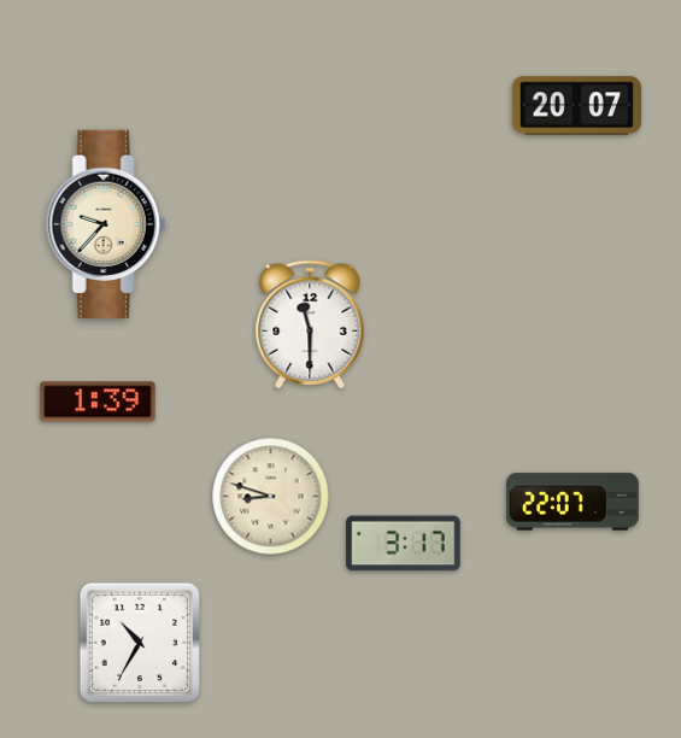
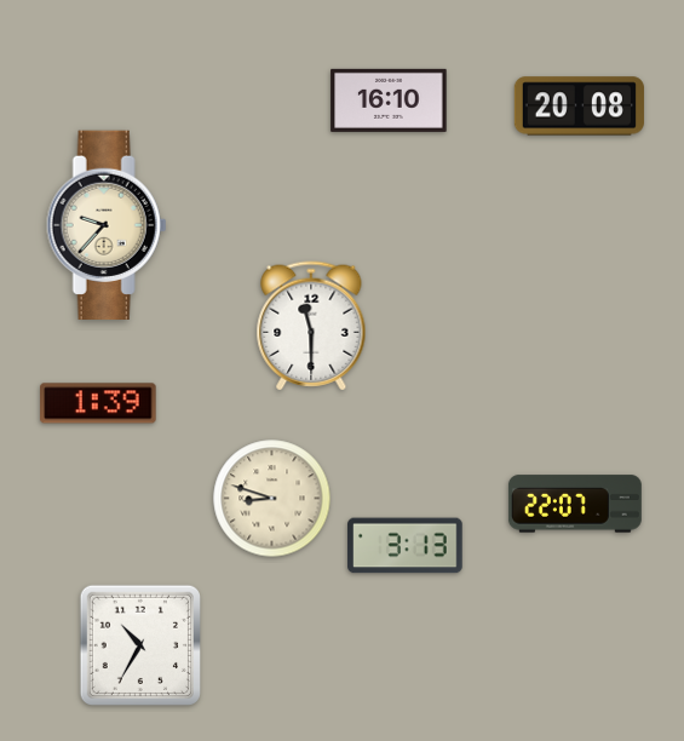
clock at (389, 100): none -> 16:10
clock at (576, 106): 20:07 -> 20:08
clock at (404, 544): 3:17 -> 3:13
